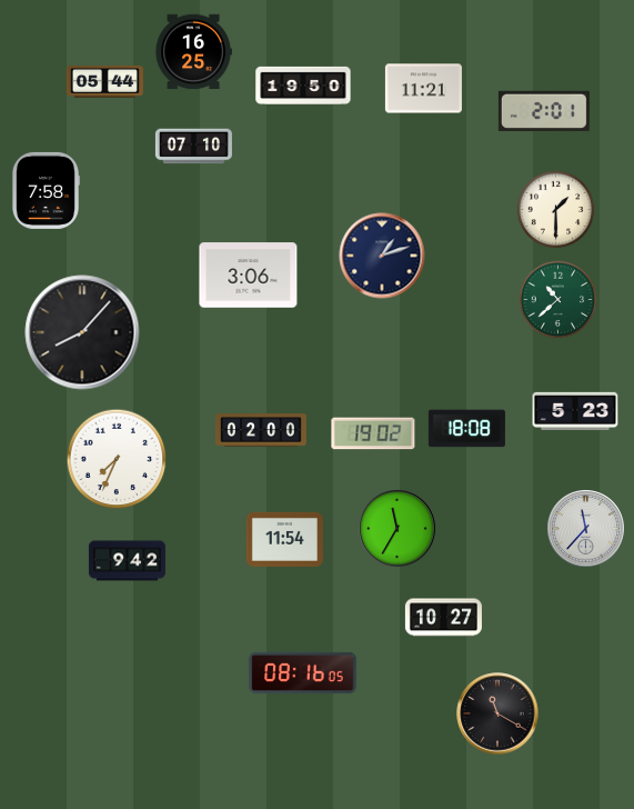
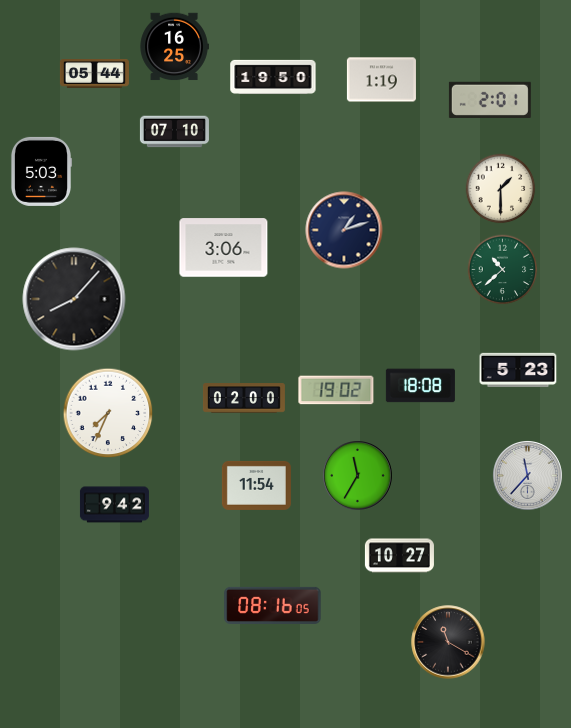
clock at (423, 89): 11:21 -> 1:19
clock at (44, 190): 7:58 -> 5:03
clock at (261, 430) position: (261, 430) -> (244, 398)
clock at (117, 459) position: (117, 459) -> (108, 413)
